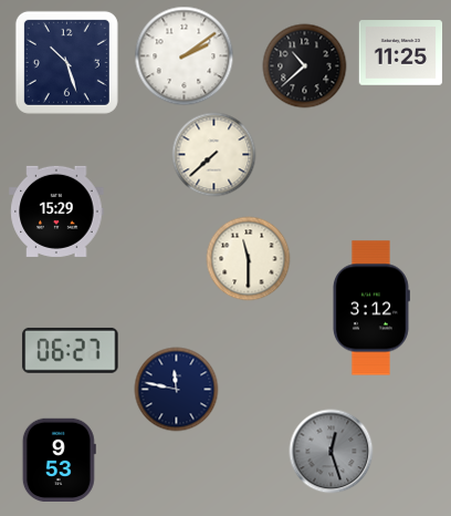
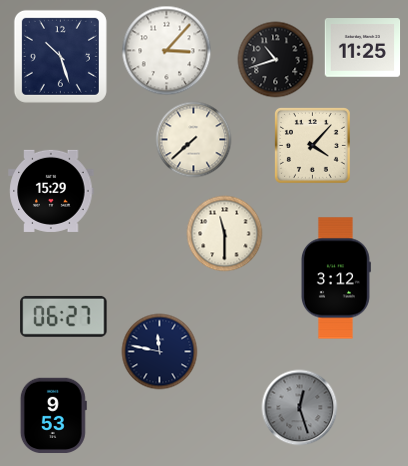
clock at (185, 56): 2:09 -> 3:07
clock at (305, 66): 10:38 -> 10:42
clock at (312, 145): none -> 4:07
